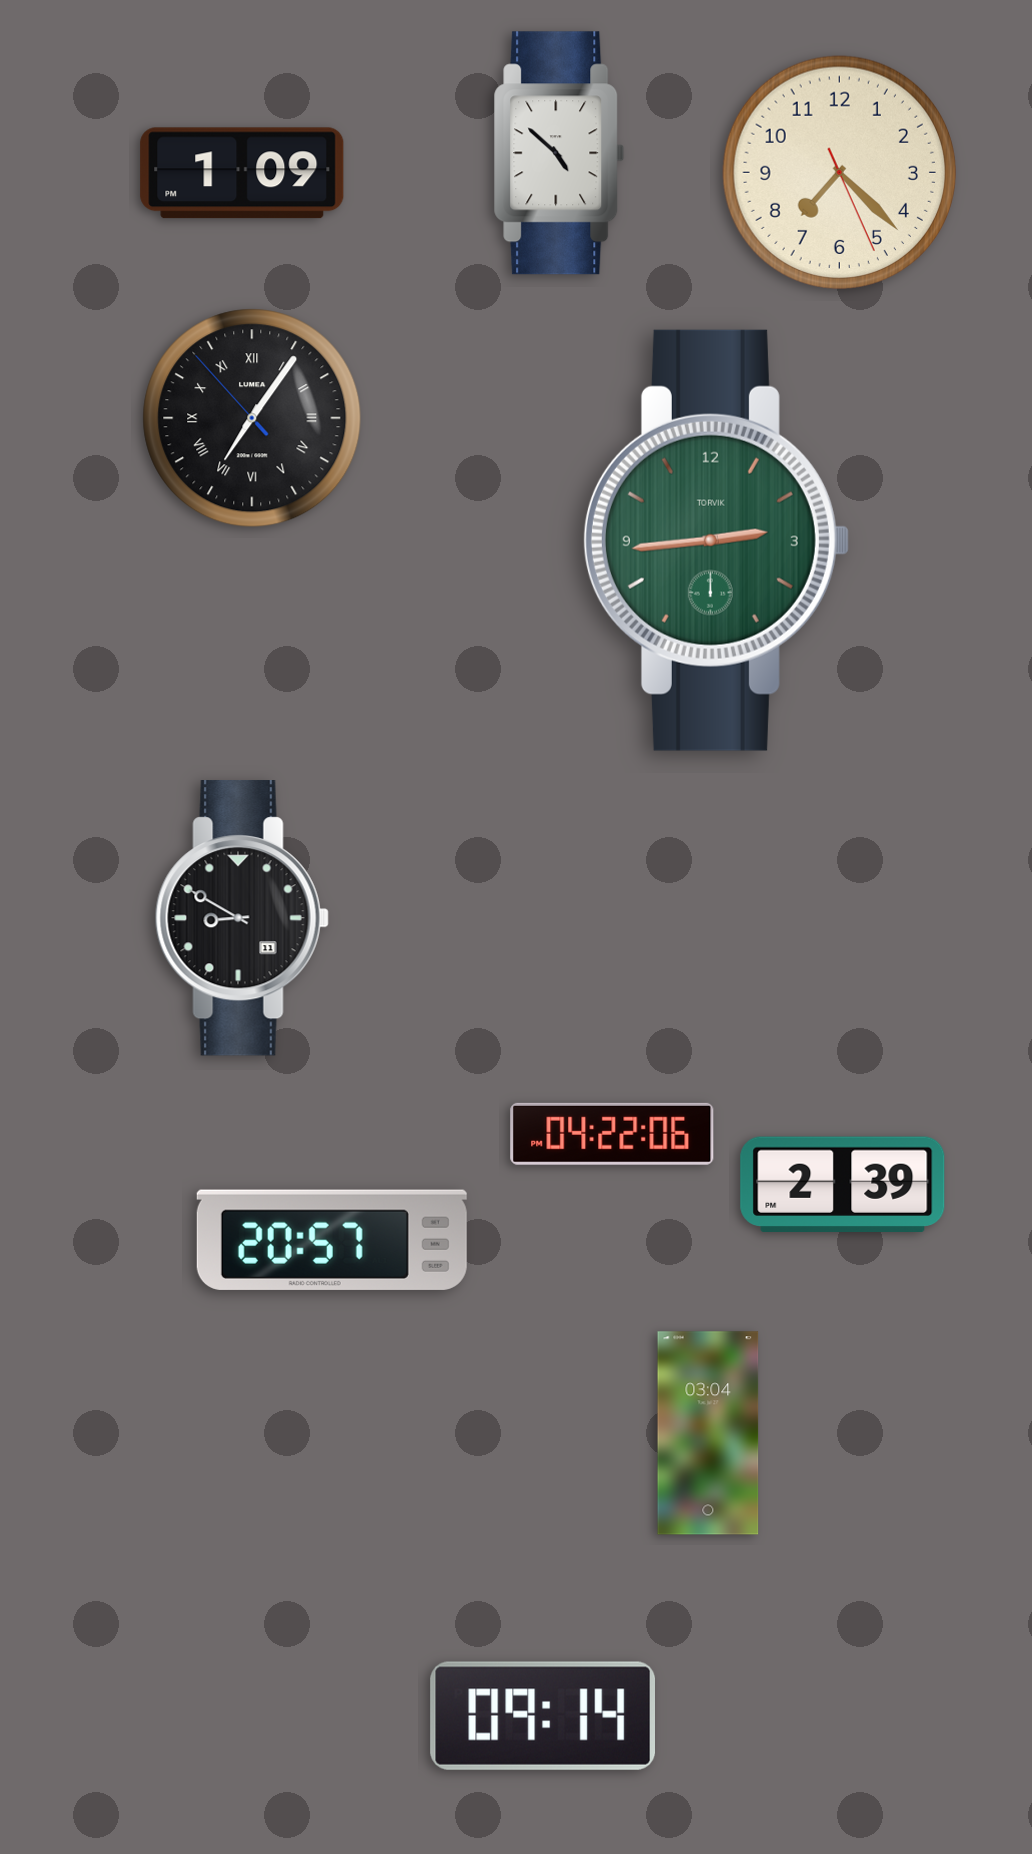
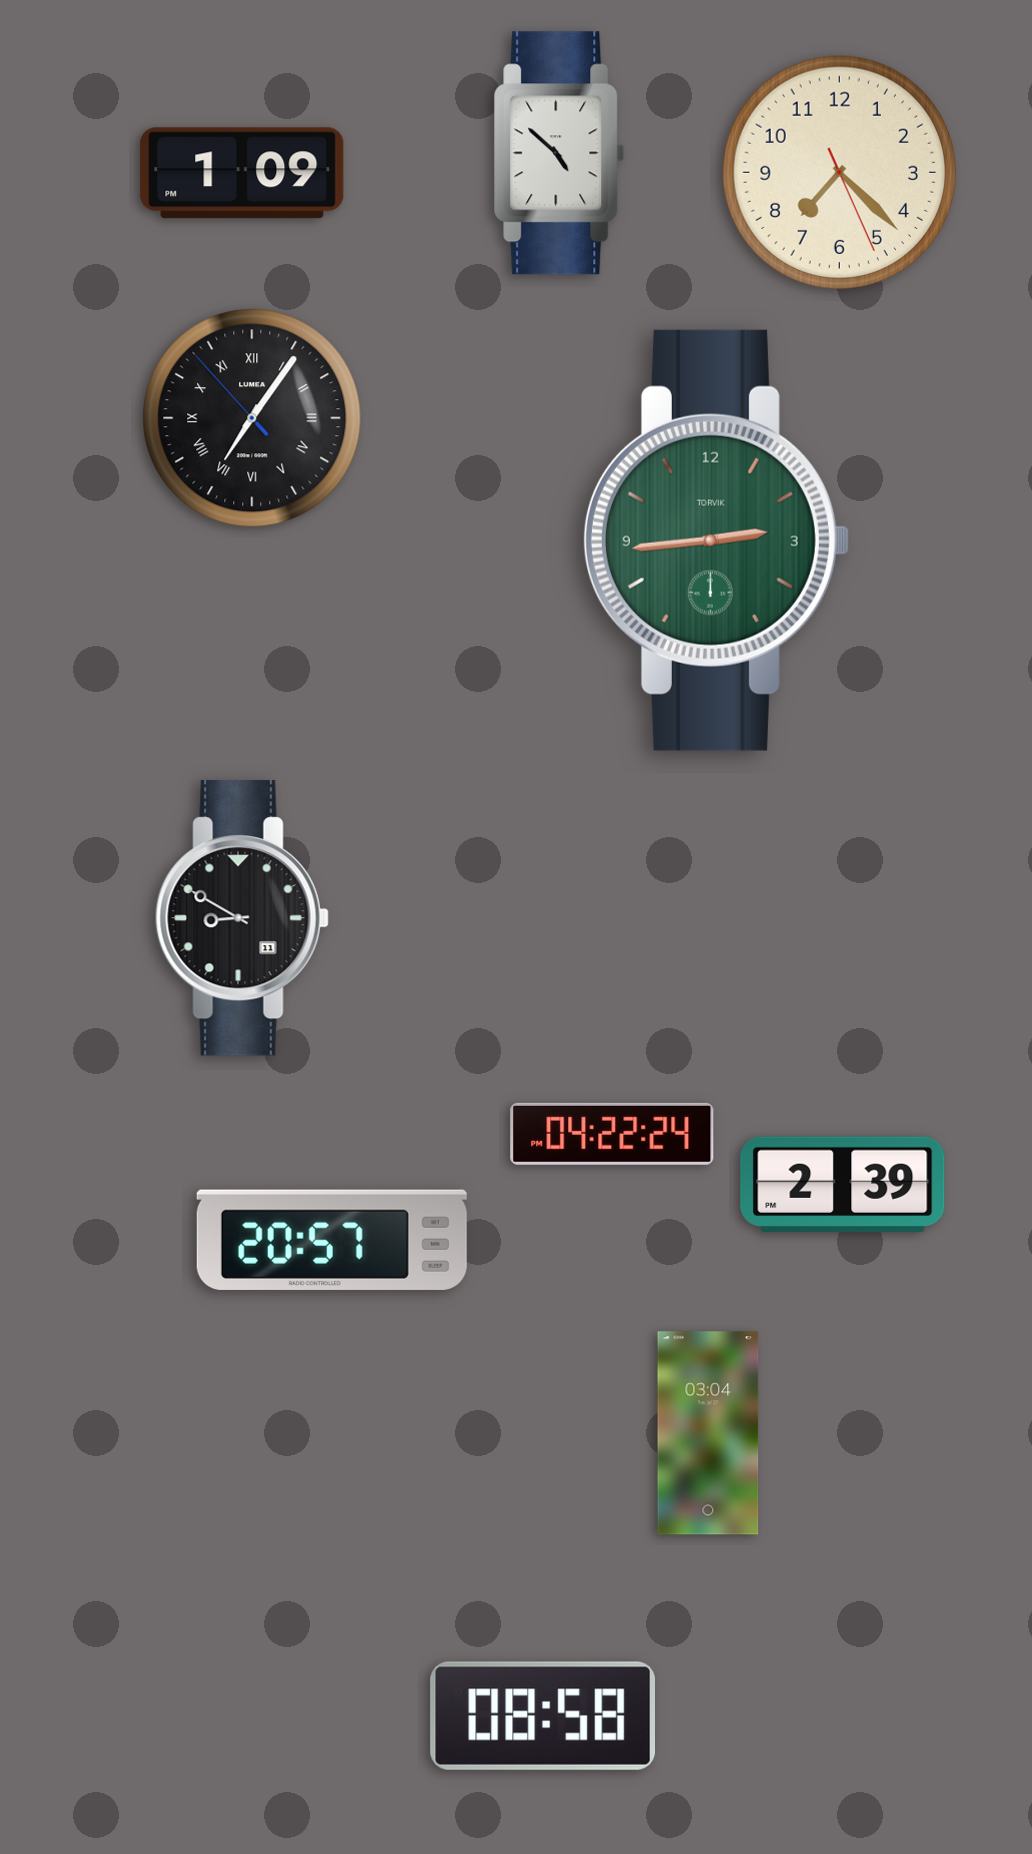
clock at (612, 1134): 04:22:06 -> 04:22:24
clock at (542, 1716): 09:14 -> 08:58
